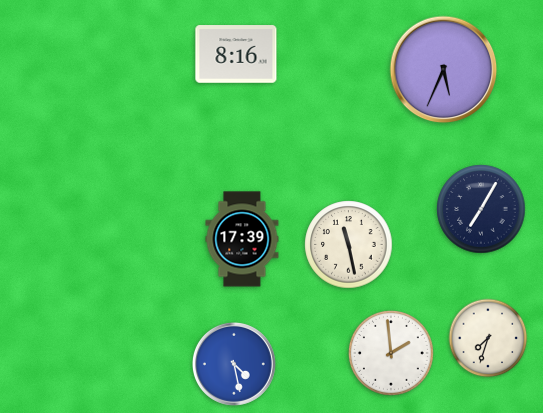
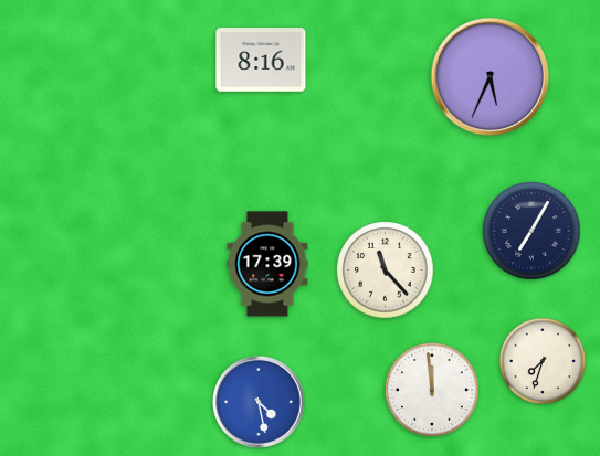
clock at (349, 245): 11:28 -> 11:23
clock at (488, 338) position: (488, 338) -> (543, 361)
clock at (391, 353): 1:59 -> 11:59
